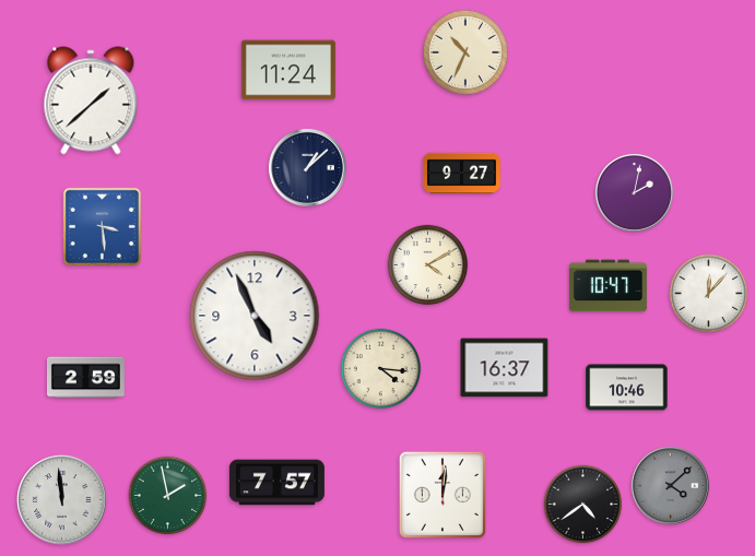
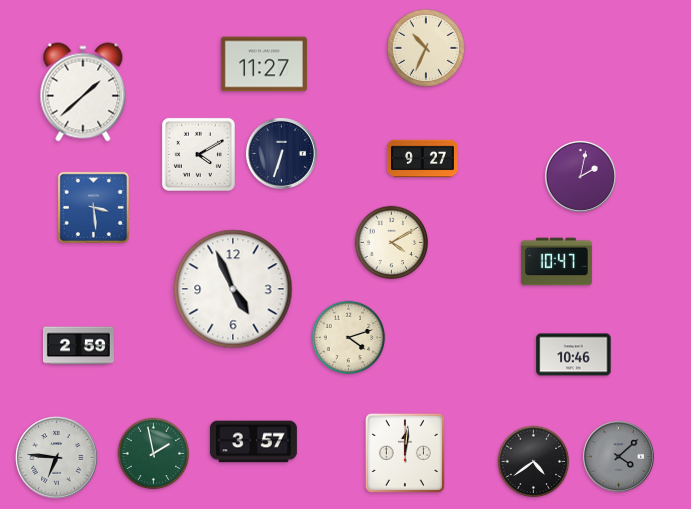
clock at (288, 70): 11:24 -> 11:27
clock at (307, 167): 1:08 -> 6:33
clock at (198, 154): none -> 4:10
clock at (709, 294): 12:07 -> none
clock at (505, 368): 16:37 -> none
clock at (381, 369): 4:16 -> 4:12
clock at (276, 483): 7:57 -> 3:57
clock at (670, 485) position: (670, 485) -> (618, 456)
clock at (62, 500): 11:59 -> 6:46
